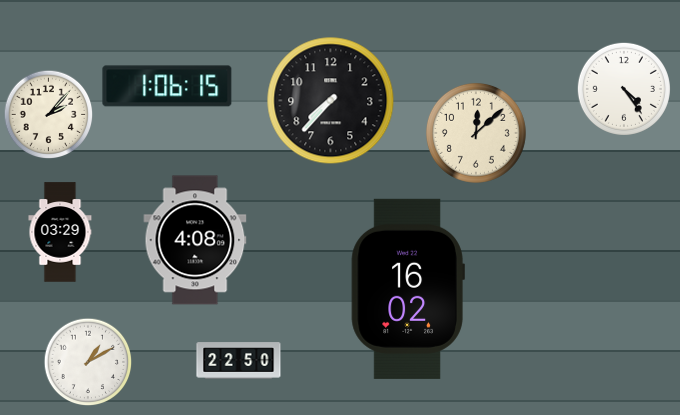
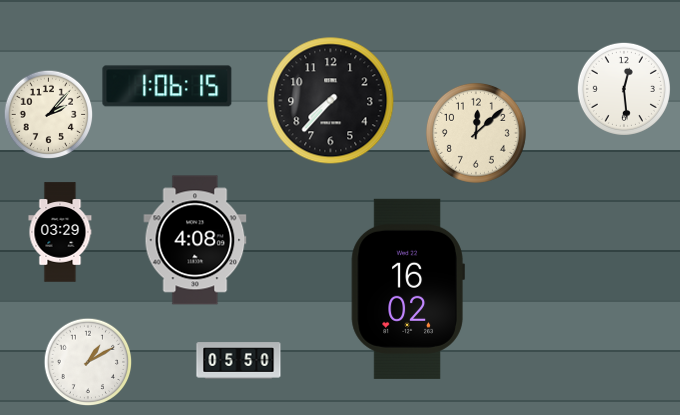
clock at (624, 89): 4:24 -> 12:29
clock at (239, 361): 22:50 -> 05:50
